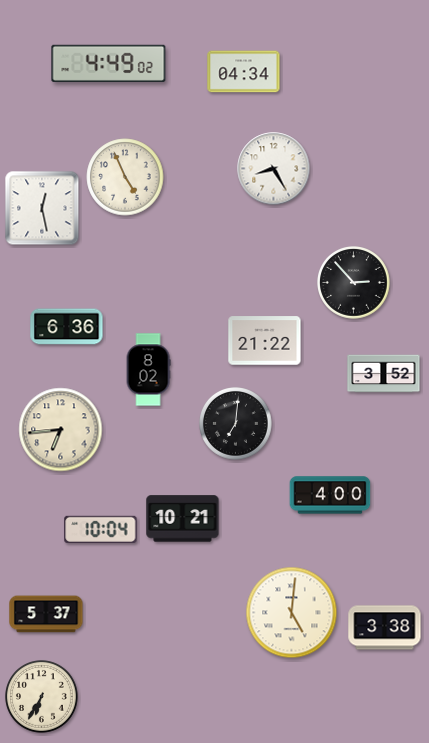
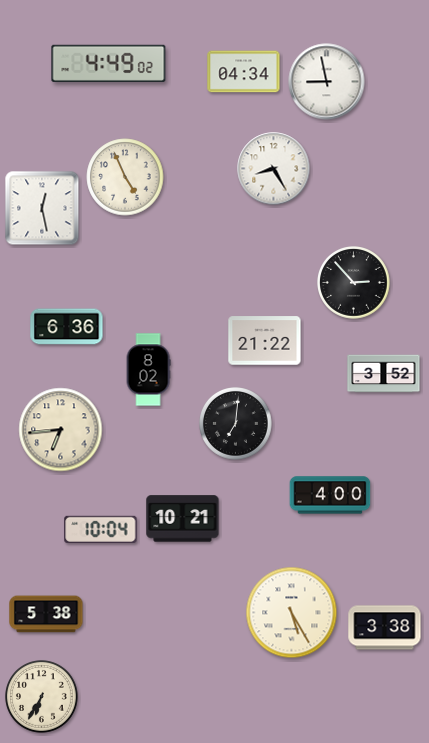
clock at (327, 82): none -> 8:58
clock at (292, 613): 5:01 -> 5:25
clock at (46, 614): 5:37 -> 5:38
